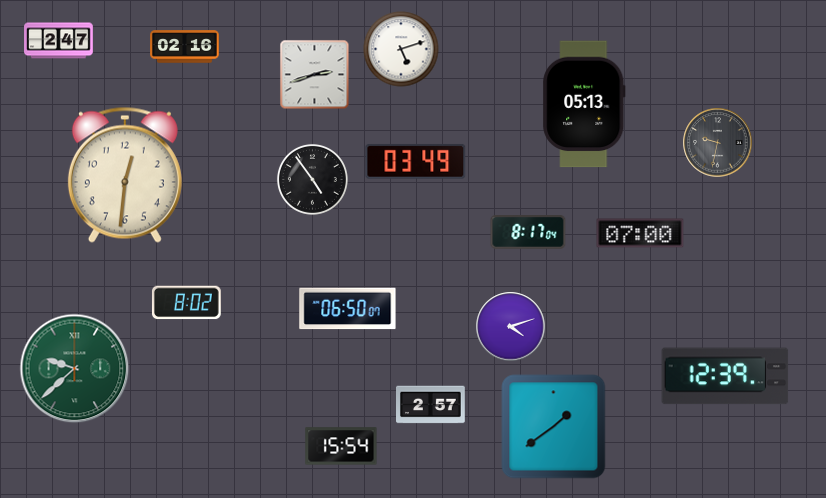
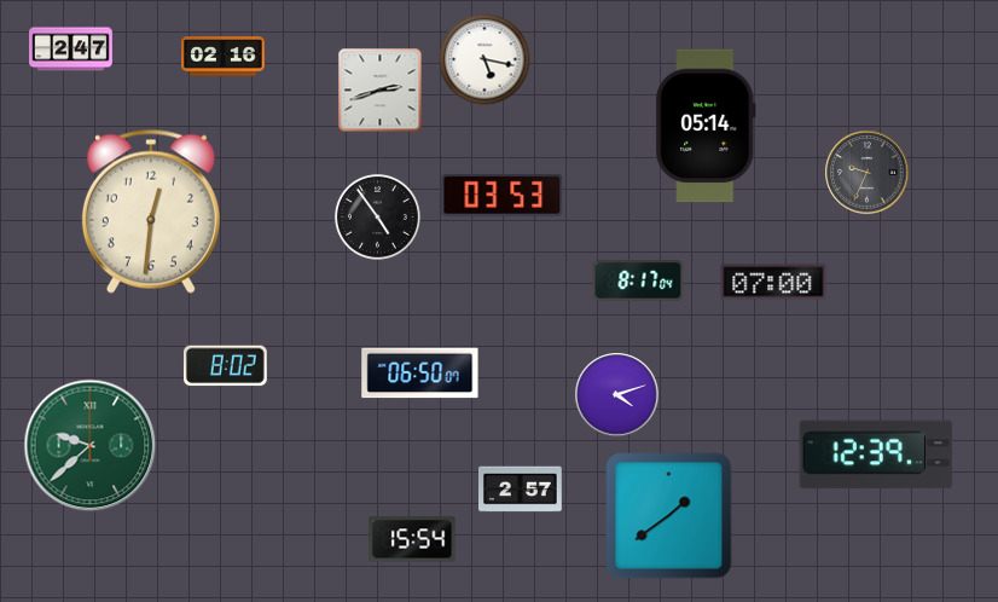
clock at (401, 49): 5:12 -> 5:17
clock at (584, 104): 05:13 -> 05:14
clock at (718, 143): 9:32 -> 9:34
clock at (416, 161): 03:49 -> 03:53
